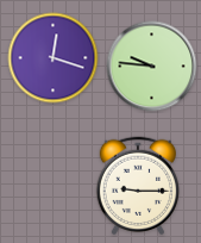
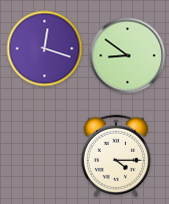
clock at (152, 67): 9:46 -> 8:51
clock at (137, 185): 9:15 -> 4:15
